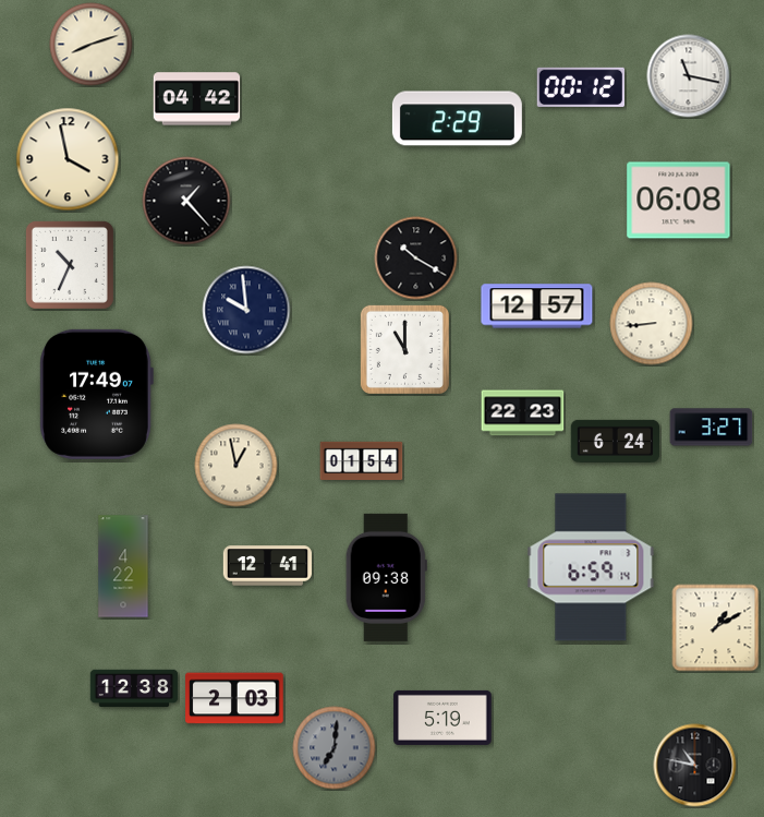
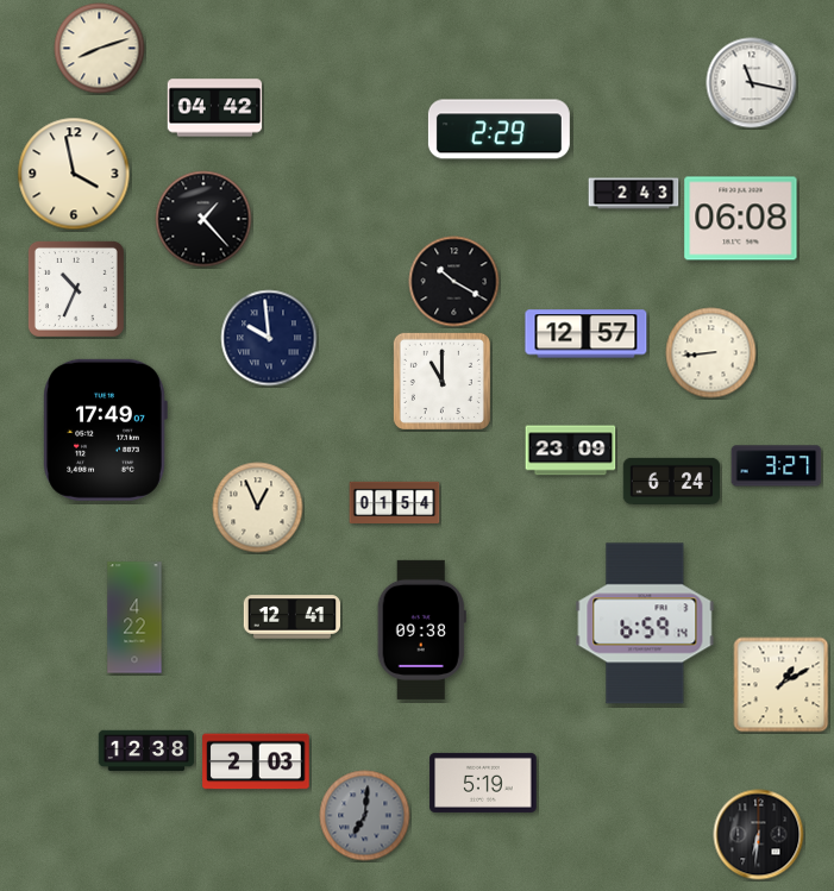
clock at (580, 87): 00:12 -> none
clock at (634, 194): none -> 2:43
clock at (523, 413): 22:23 -> 23:09
clock at (237, 466): 12:58 -> 12:56
clock at (591, 567) position: (591, 567) -> (645, 623)
clock at (695, 766): 10:47 -> 6:31
